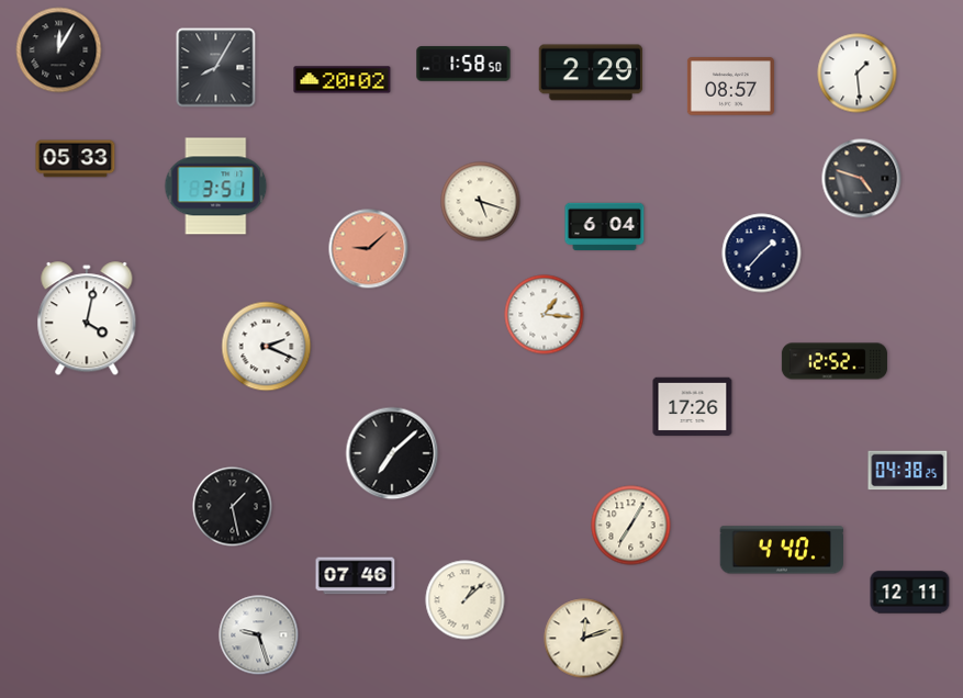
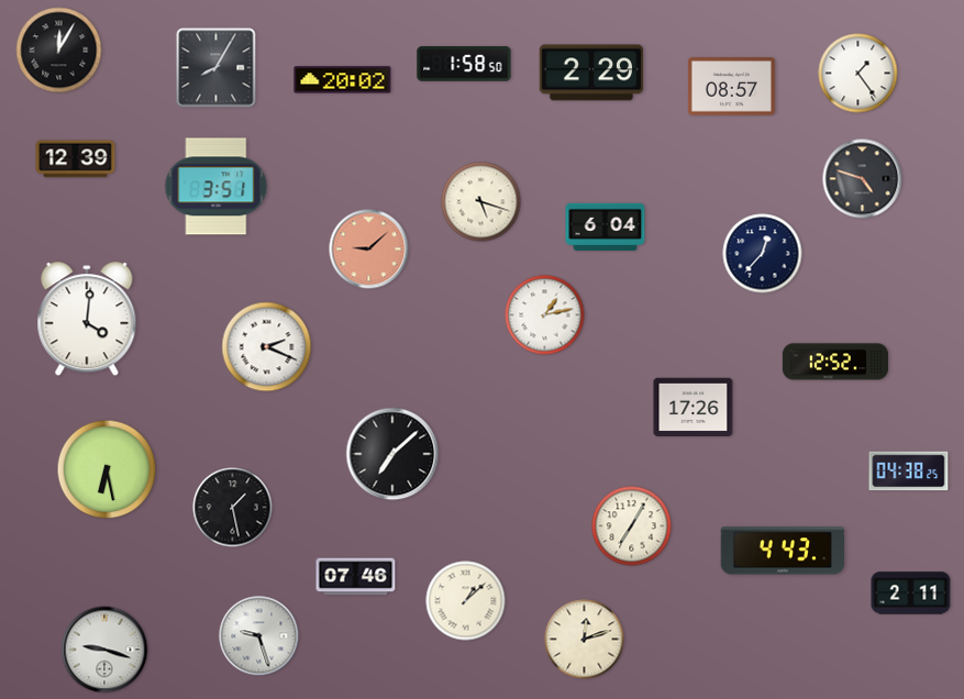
clock at (858, 74): 1:29 -> 1:24
clock at (76, 159): 05:33 -> 12:39
clock at (762, 254): 1:37 -> 12:37
clock at (545, 315): 1:16 -> 1:13
clock at (87, 319): 4:02 -> 4:01
clock at (107, 469): none -> 6:28
clock at (781, 550): 4:40 -> 4:43
clock at (910, 593): 12:11 -> 2:11
clock at (104, 650): none -> 9:18
